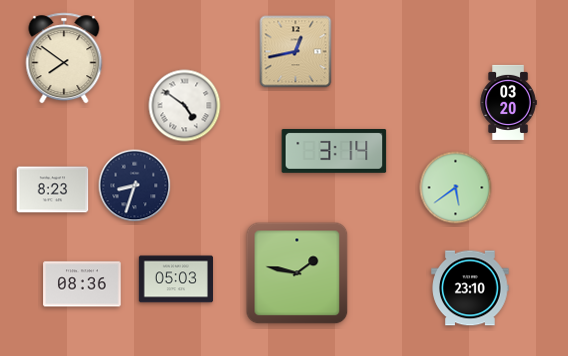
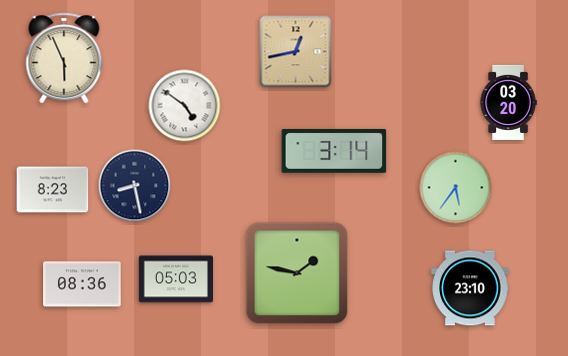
clock at (64, 58): 7:51 -> 5:56
clock at (135, 186): 8:33 -> 8:28
clock at (456, 188): 5:39 -> 5:36
